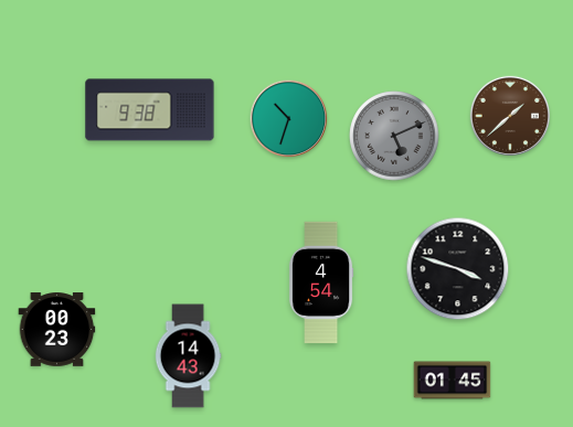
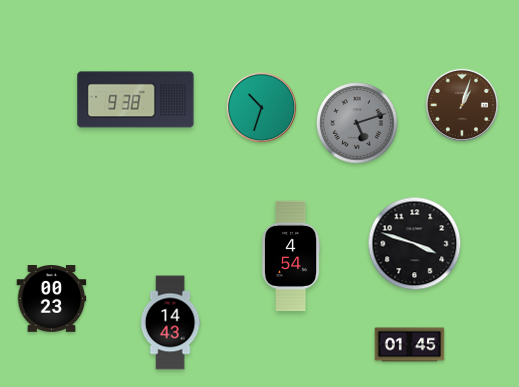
clock at (509, 115): 1:38 -> 1:03
clock at (394, 136): 5:11 -> 5:12
